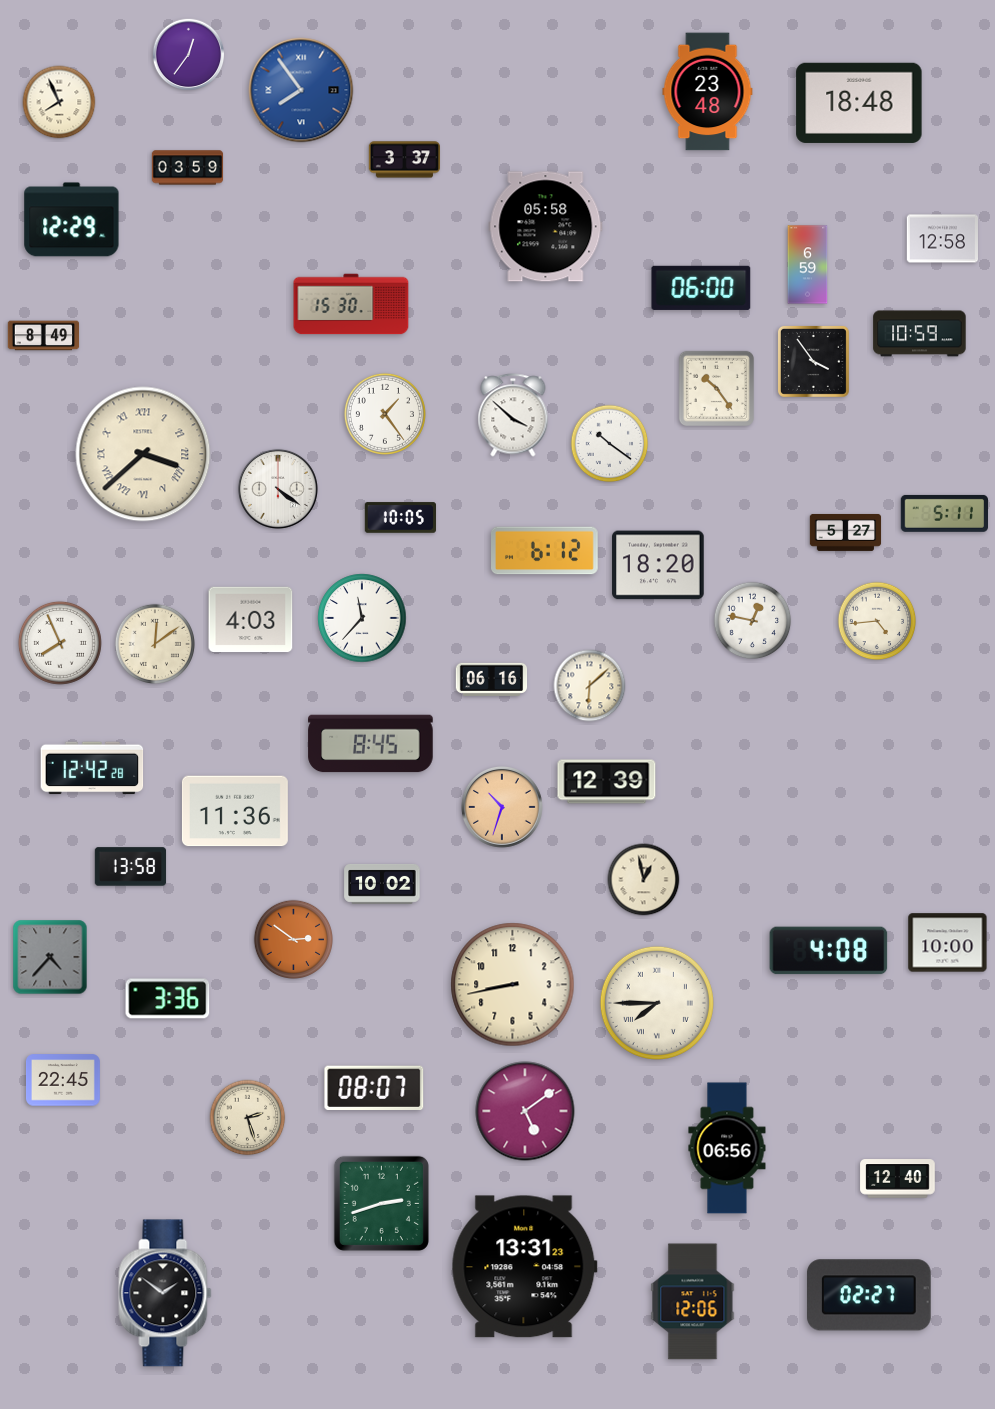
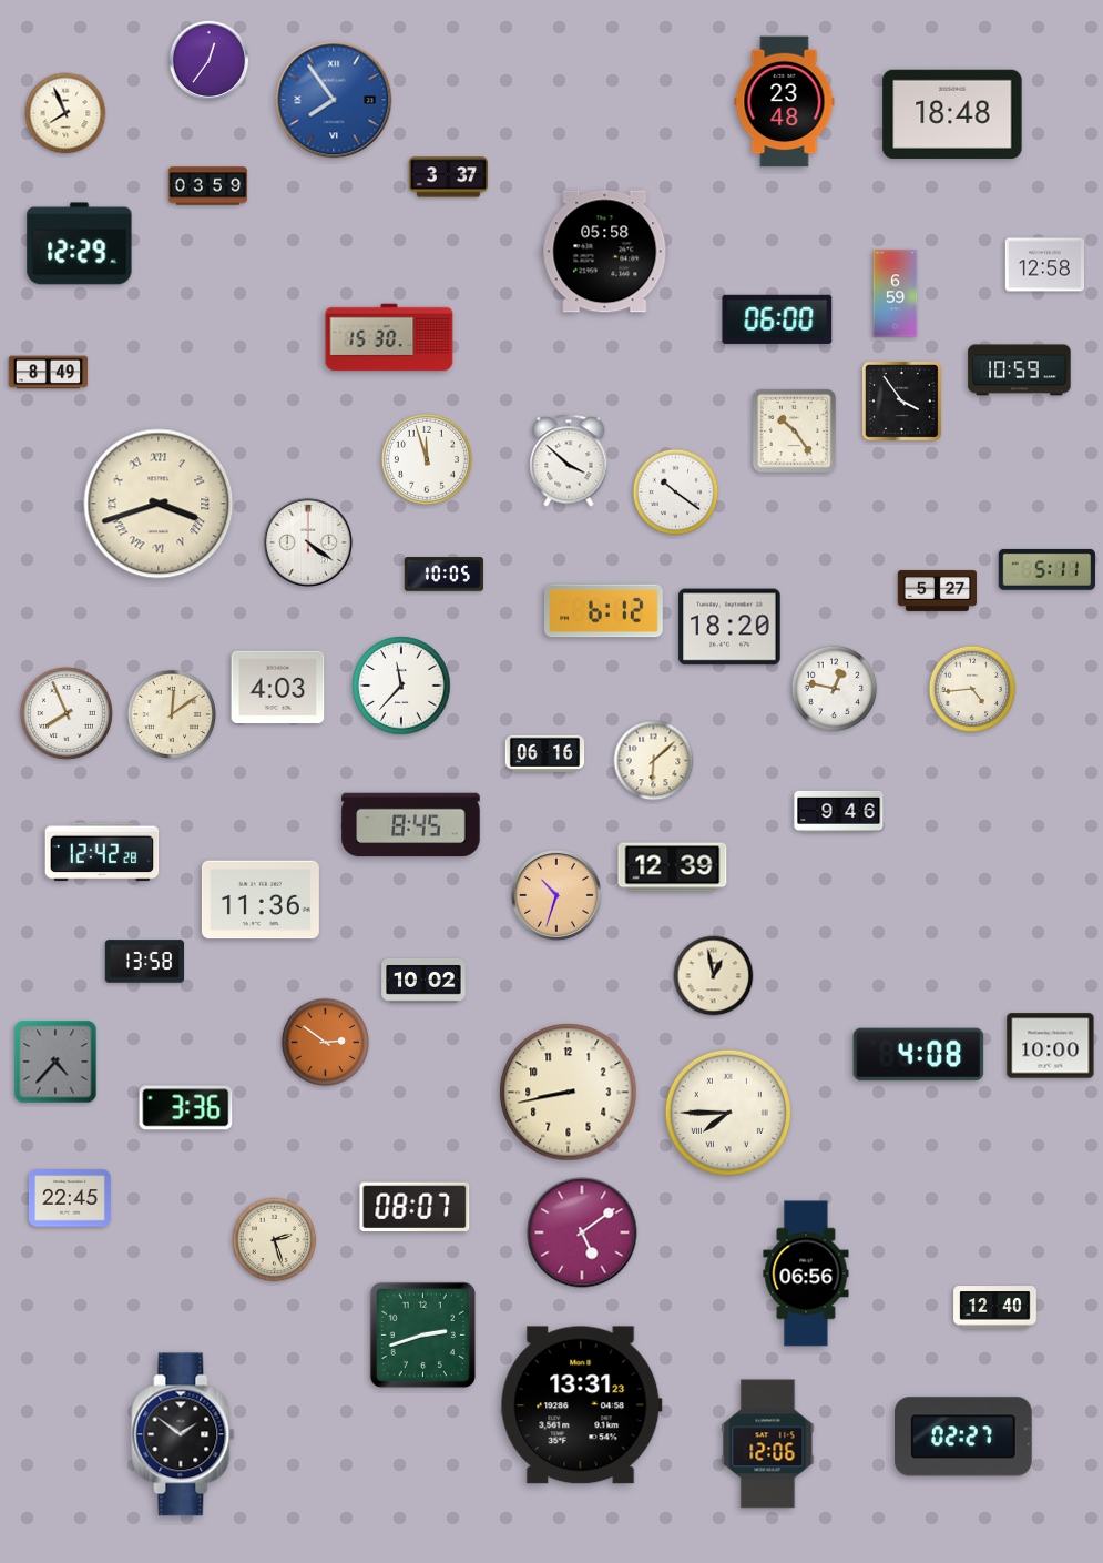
clock at (385, 414): 1:24 -> 11:57
clock at (143, 454): 3:38 -> 3:42
clock at (839, 811): none -> 9:46
